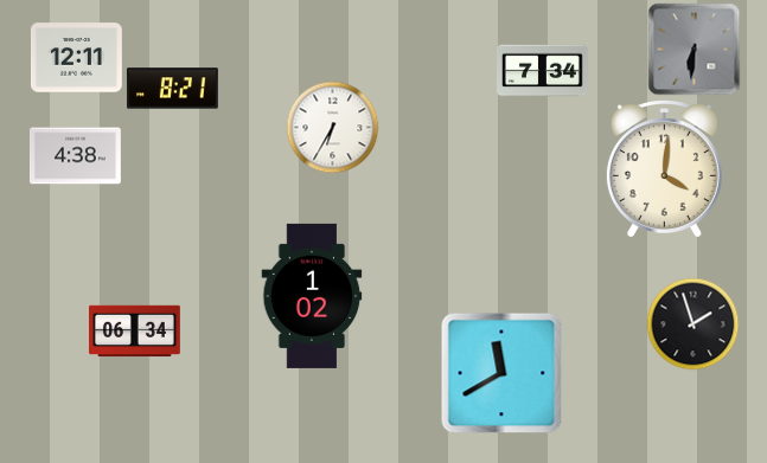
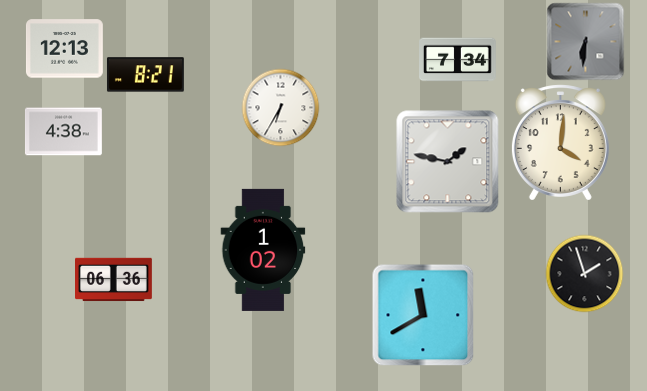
clock at (76, 58): 12:11 -> 12:13
clock at (448, 162): none -> 1:47
clock at (135, 332): 06:34 -> 06:36
